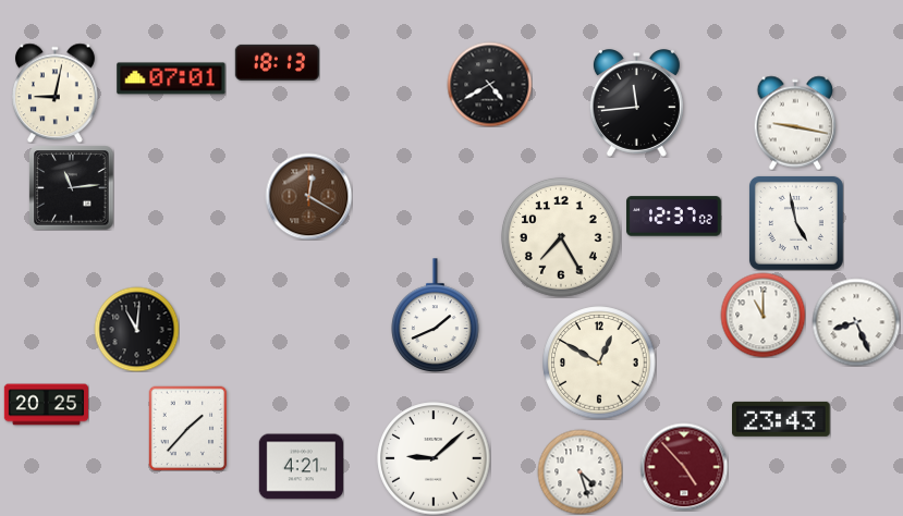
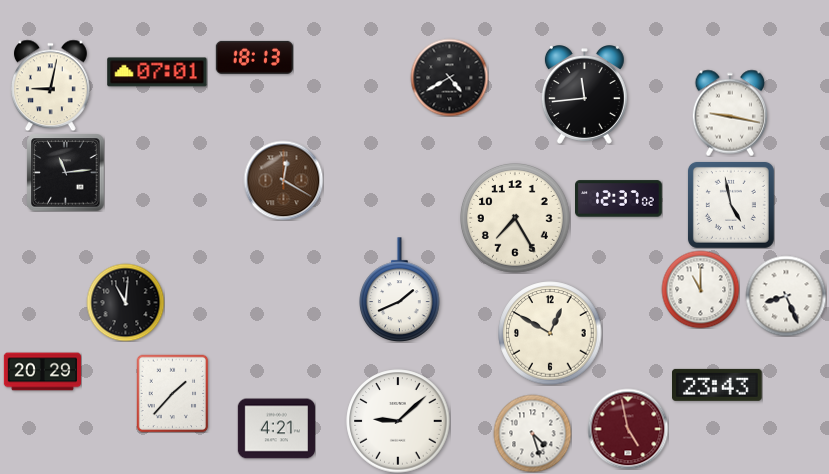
clock at (46, 405): 20:25 -> 20:29
clock at (684, 467): 4:53 -> 4:58
